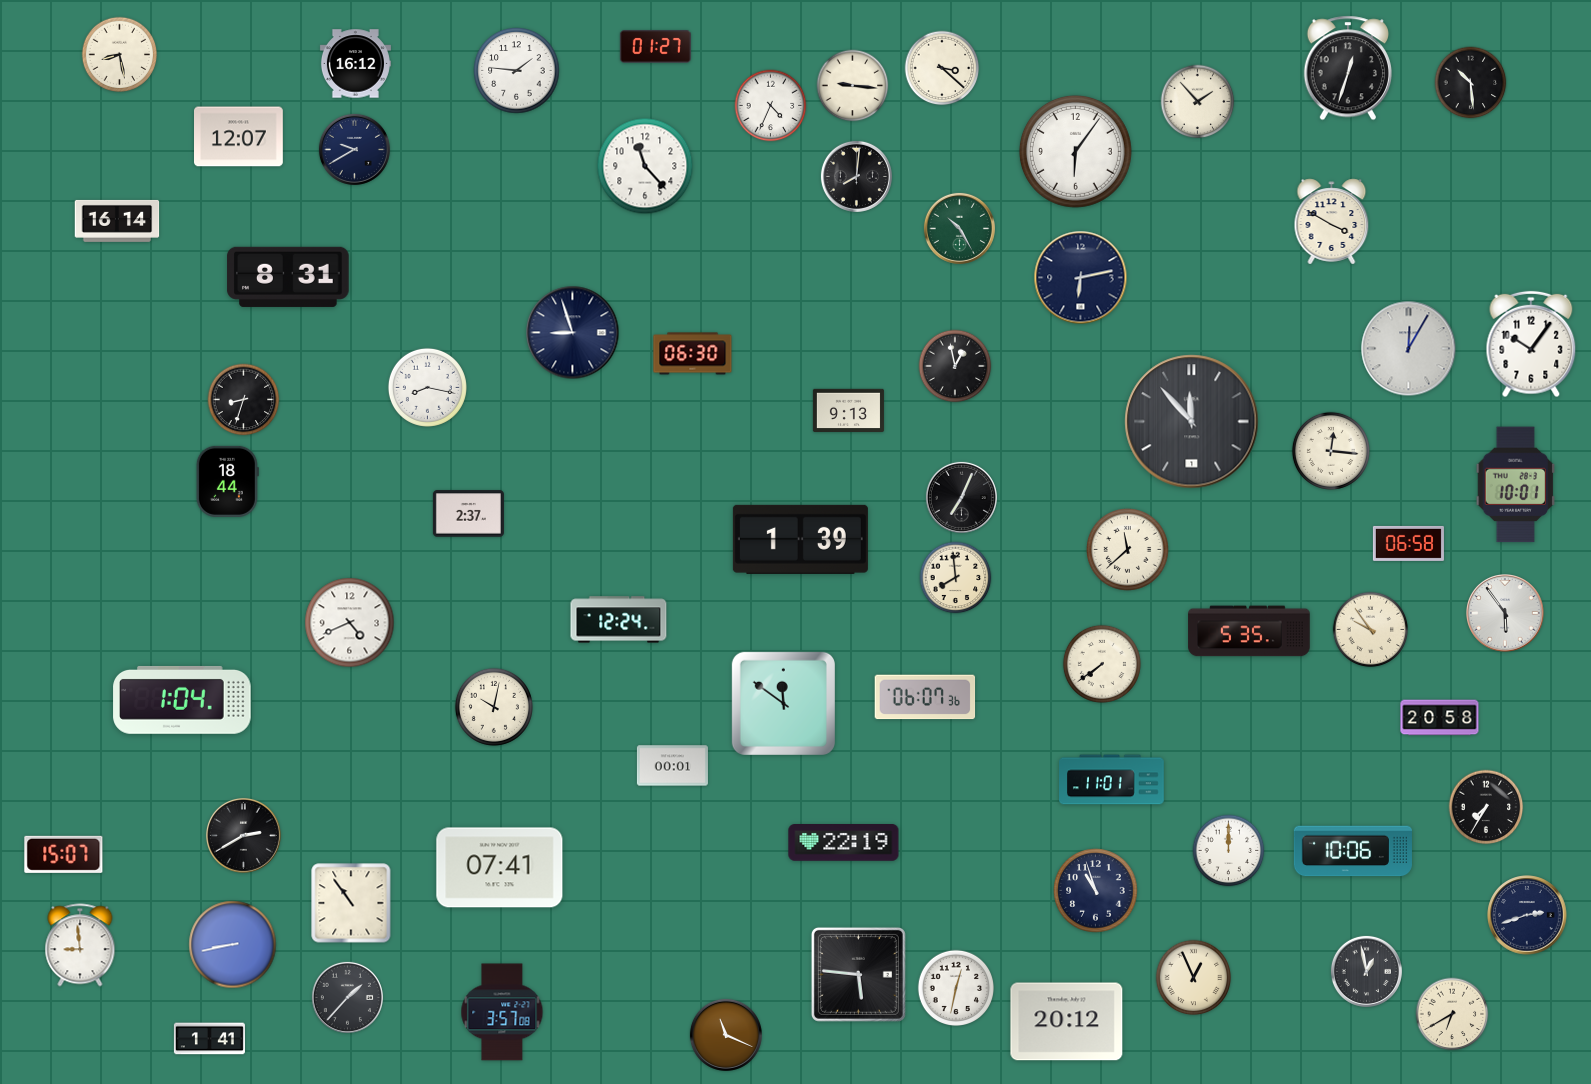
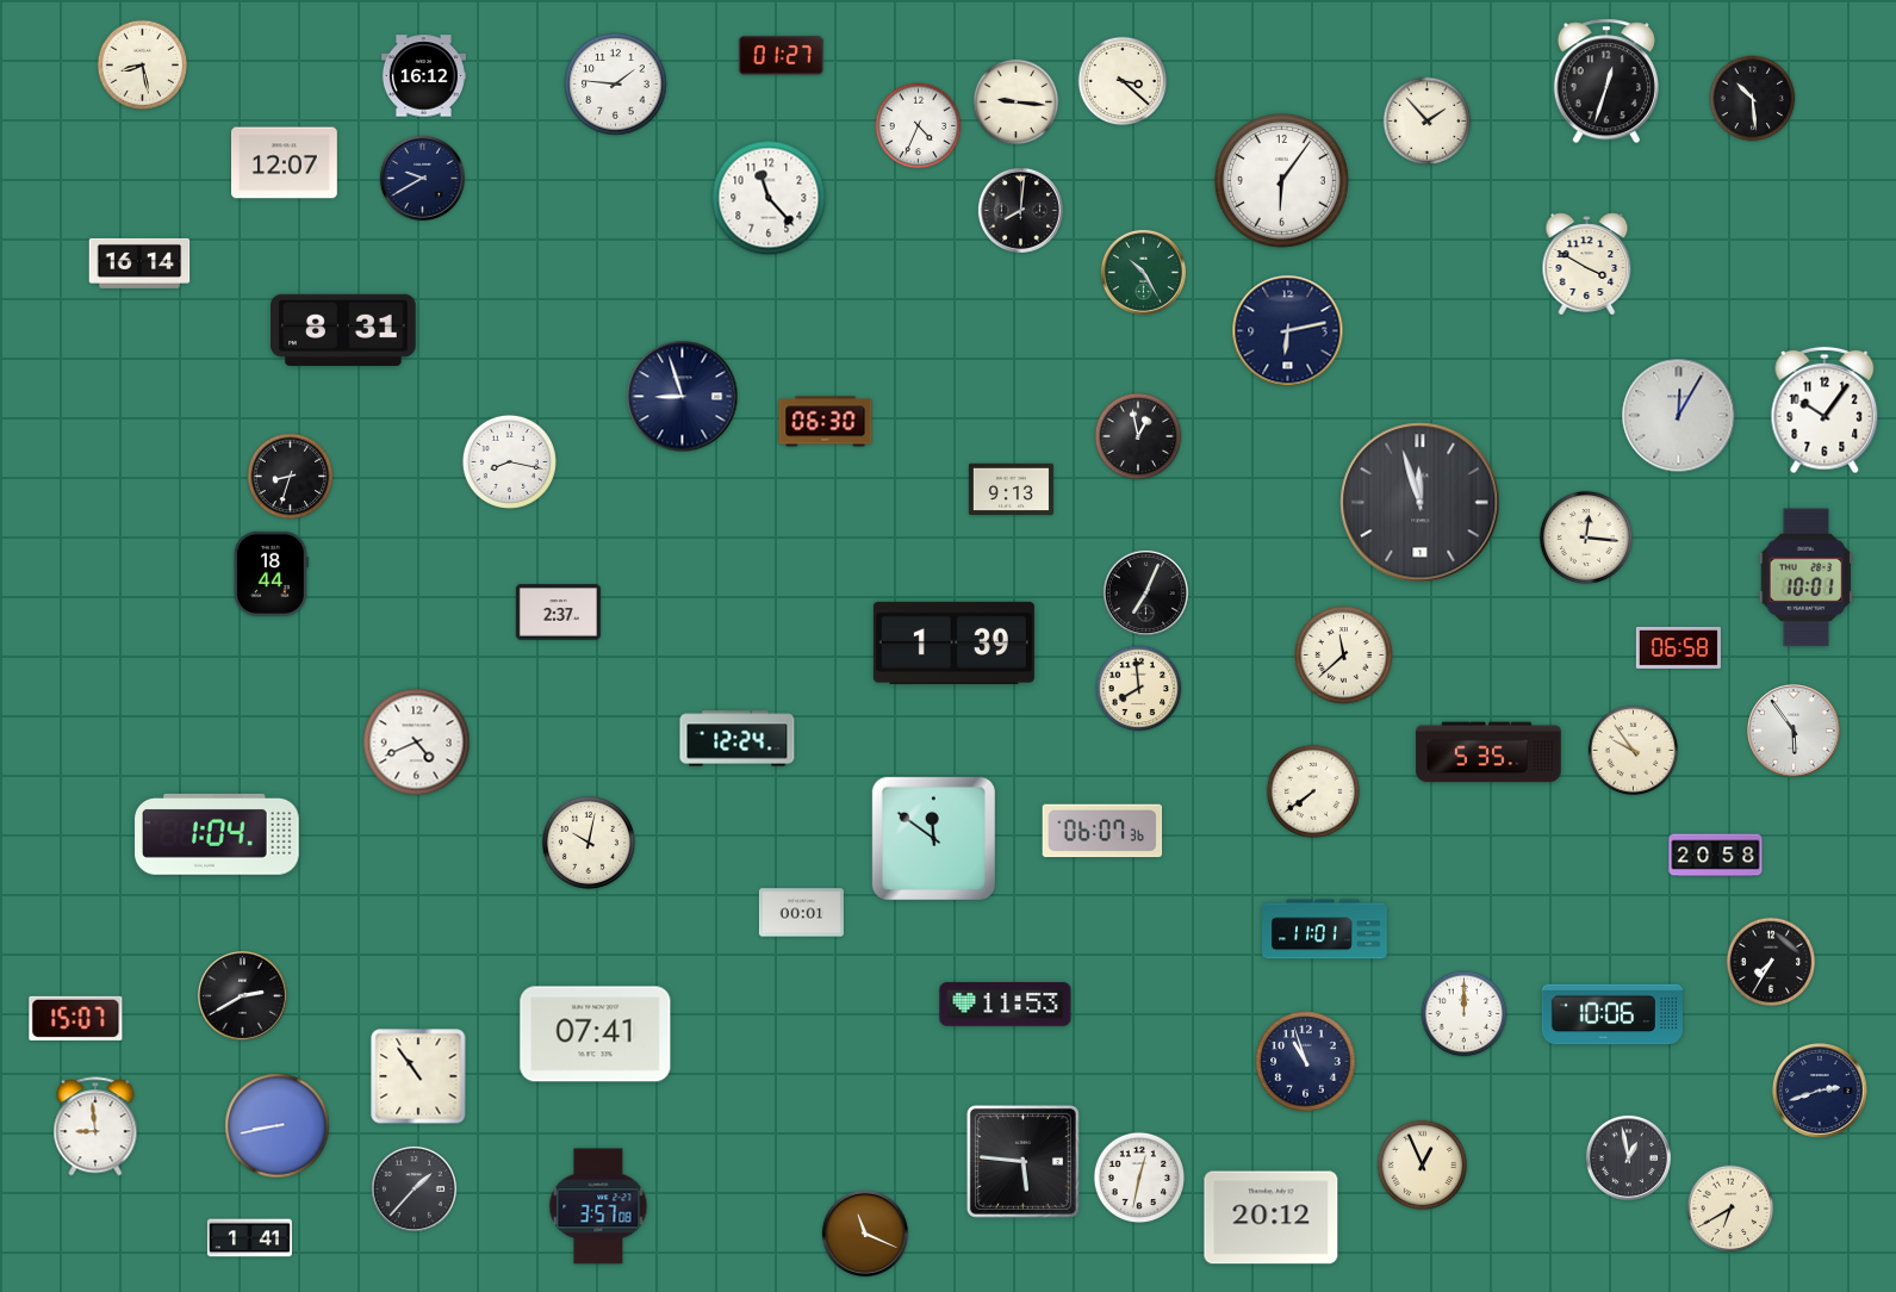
clock at (1192, 422): 11:53 -> 11:57
clock at (243, 835) position: (243, 835) -> (242, 995)
clock at (844, 843): 22:19 -> 11:53
